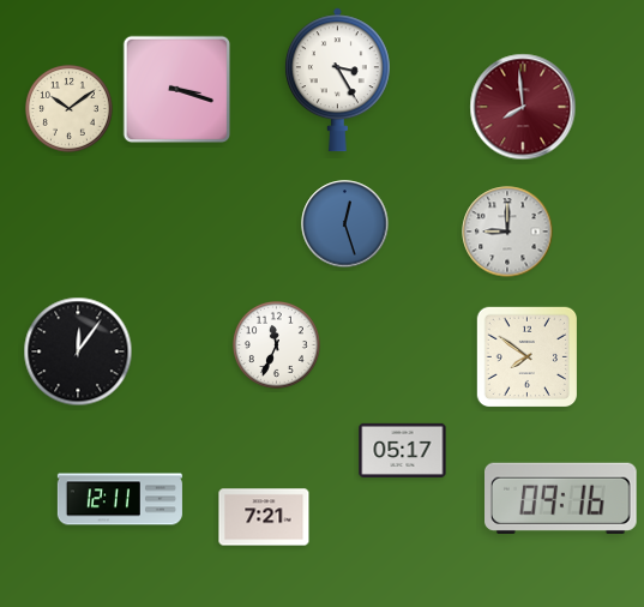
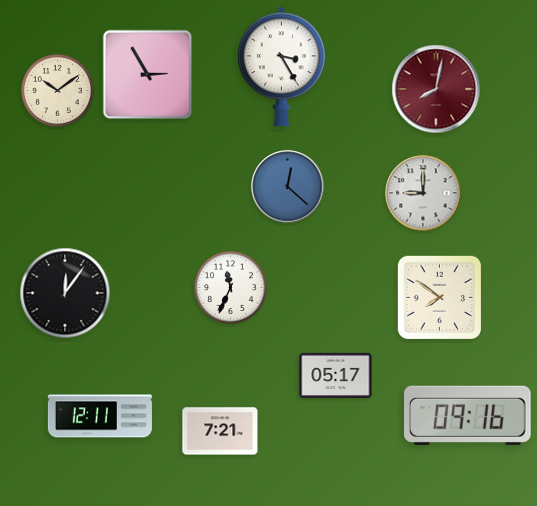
clock at (177, 90): 3:18 -> 2:55
clock at (523, 107): 7:59 -> 8:02
clock at (345, 224): 12:27 -> 12:22
